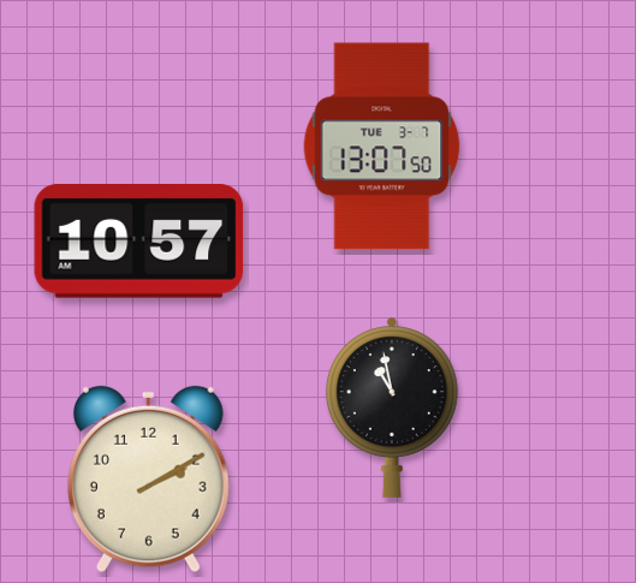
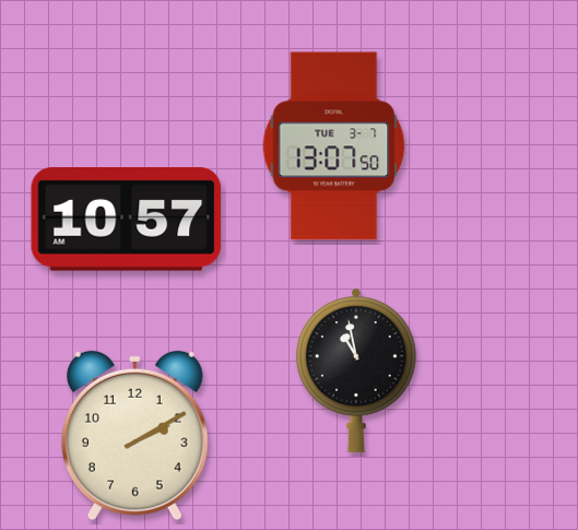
clock at (382, 147) position: (382, 147) -> (334, 146)
